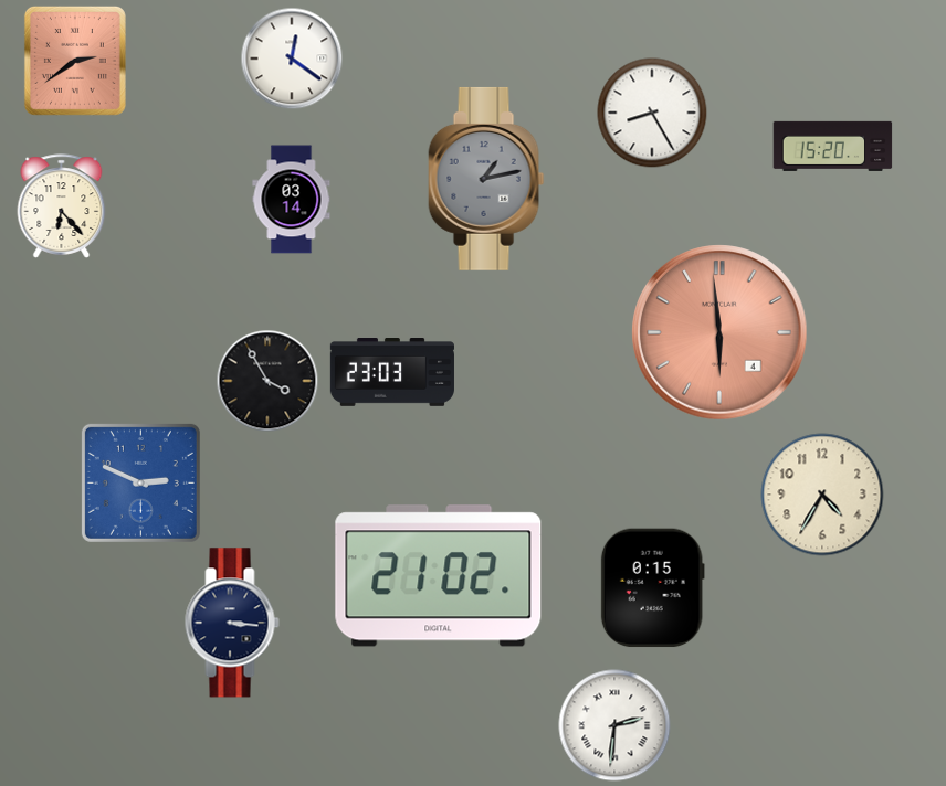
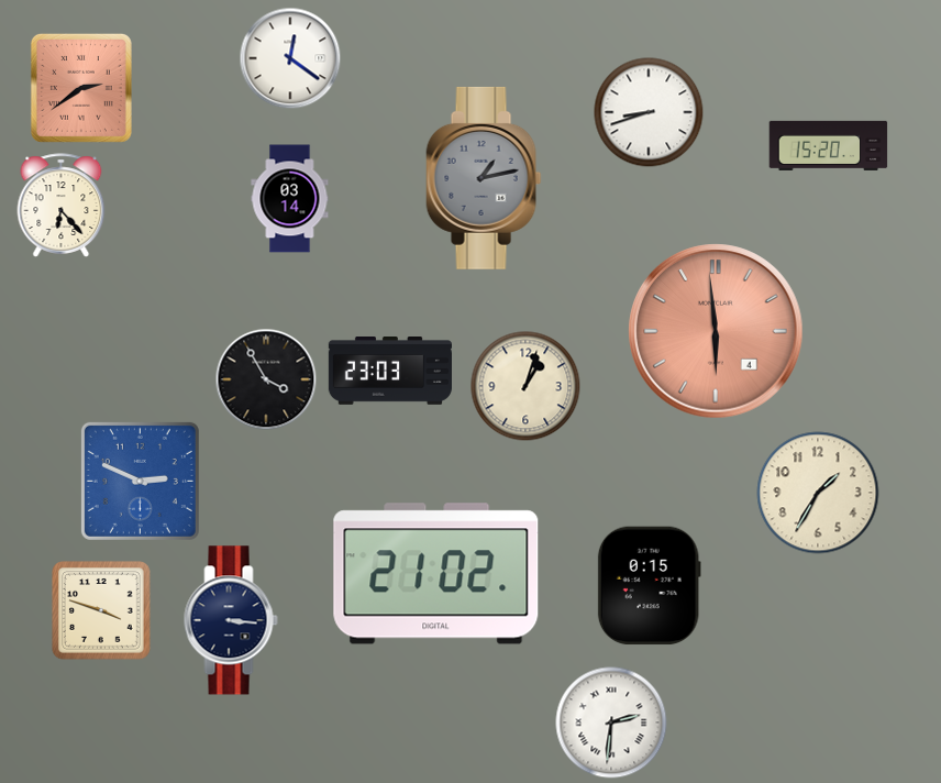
clock at (75, 61) position: (75, 61) -> (81, 88)
clock at (652, 113): 8:25 -> 8:42
clock at (525, 386): none -> 1:03
clock at (822, 495): 4:35 -> 1:35
clock at (101, 610): none -> 3:48
